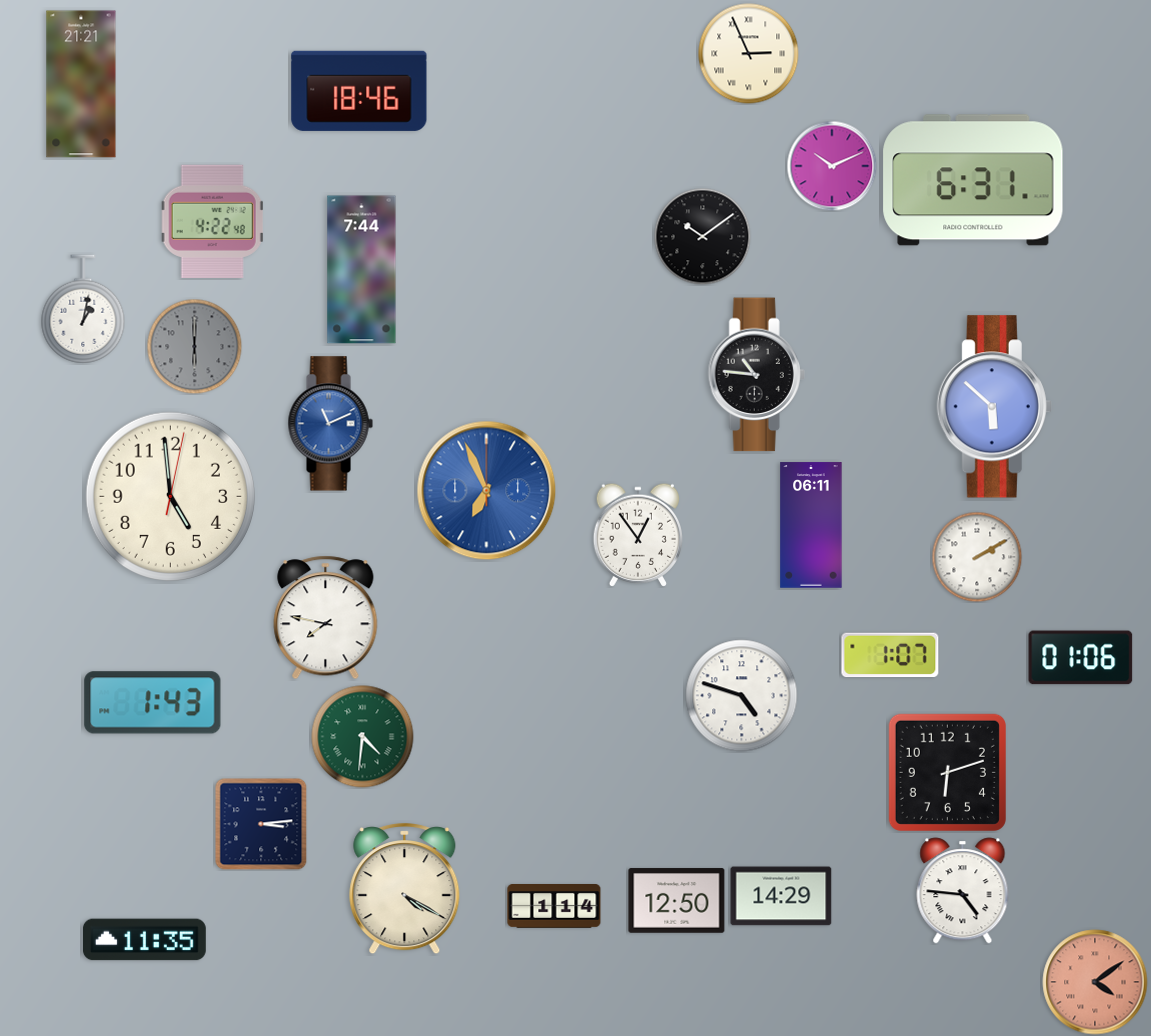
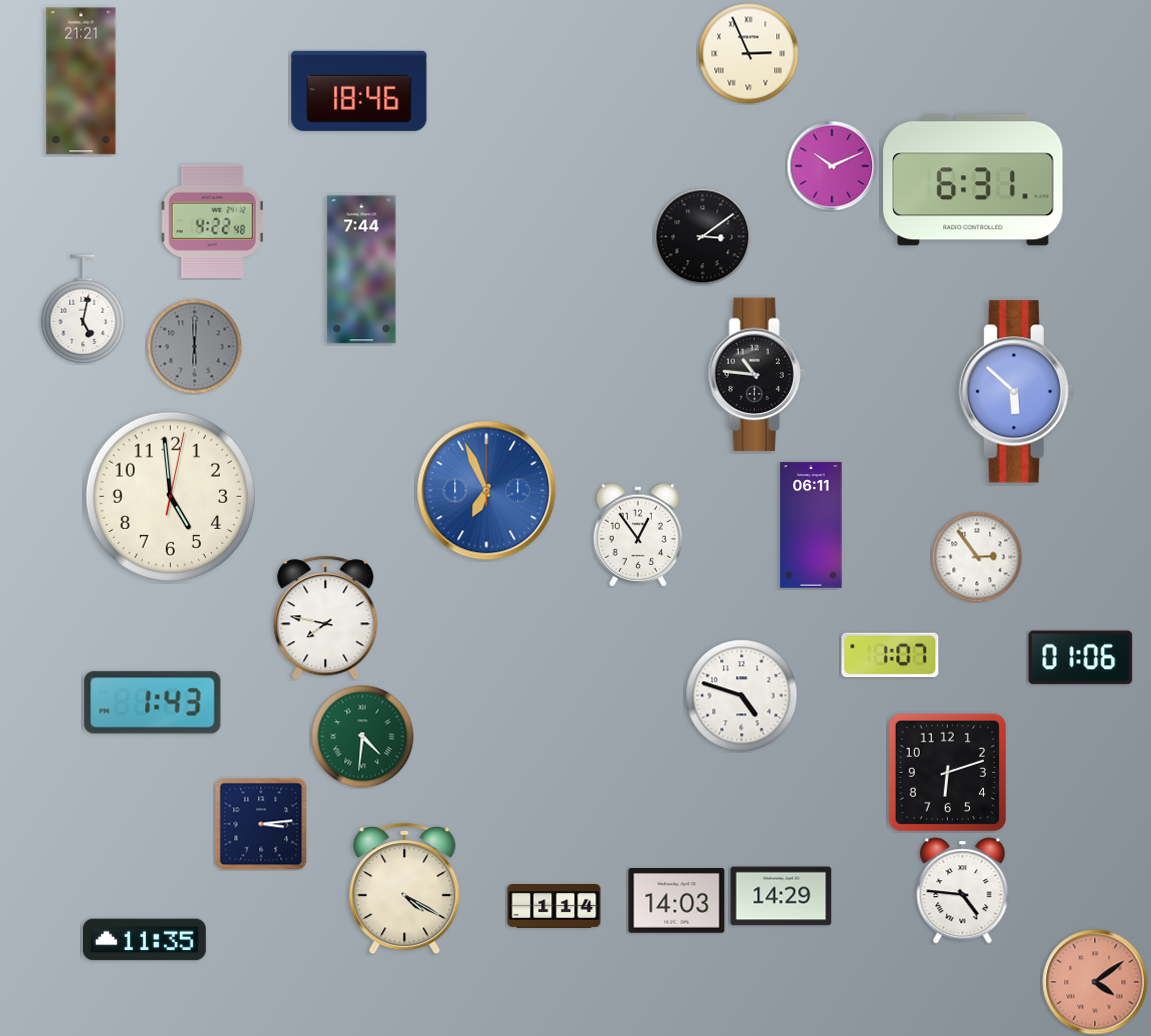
clock at (81, 84) position: (81, 84) -> (81, 81)
clock at (702, 236): 10:09 -> 3:09
clock at (83, 309): 1:02 -> 5:02
clock at (994, 407) position: (994, 407) -> (1016, 392)
clock at (330, 424): 11:11 -> none
clock at (977, 557): 2:10 -> 2:54
clock at (677, 901): 12:50 -> 14:03
